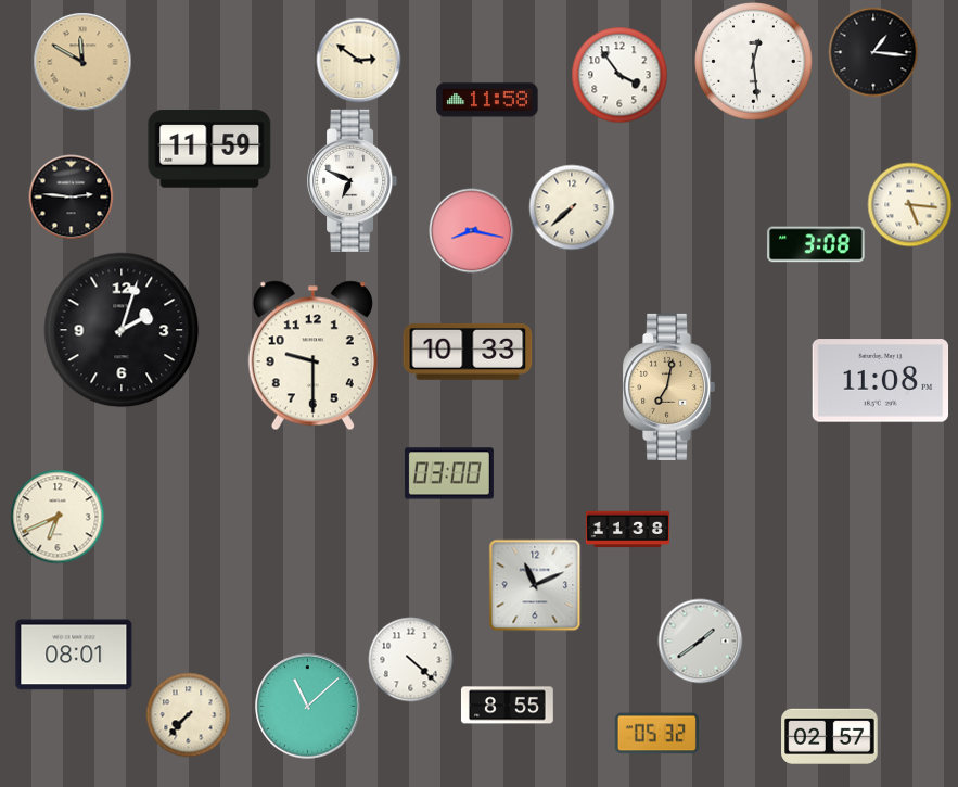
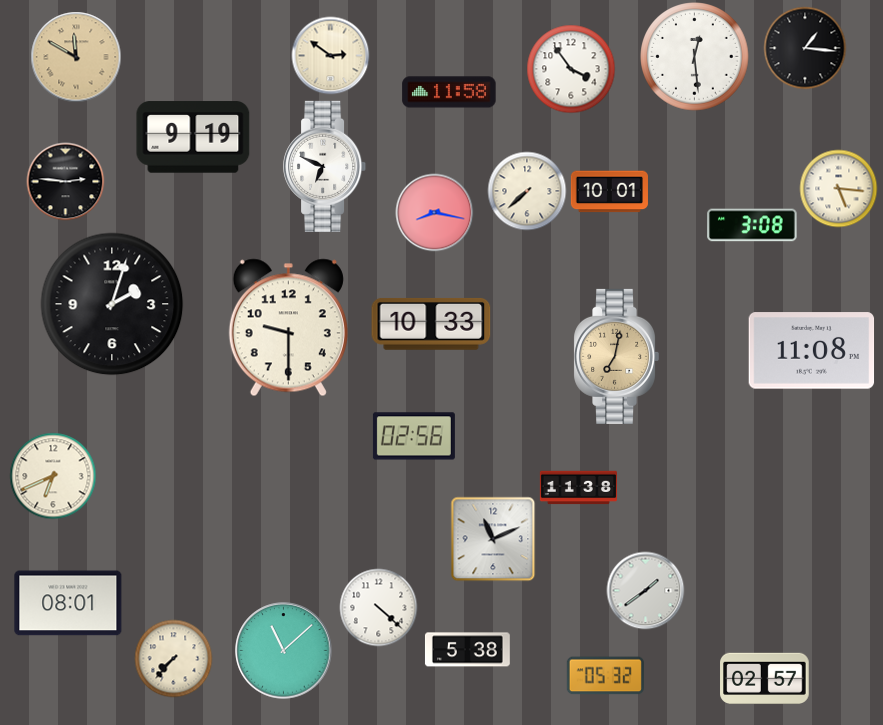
clock at (209, 149): 11:59 -> 9:19
clock at (609, 192): none -> 10:01
clock at (449, 473): 03:00 -> 02:56
clock at (507, 706): 8:55 -> 5:38
